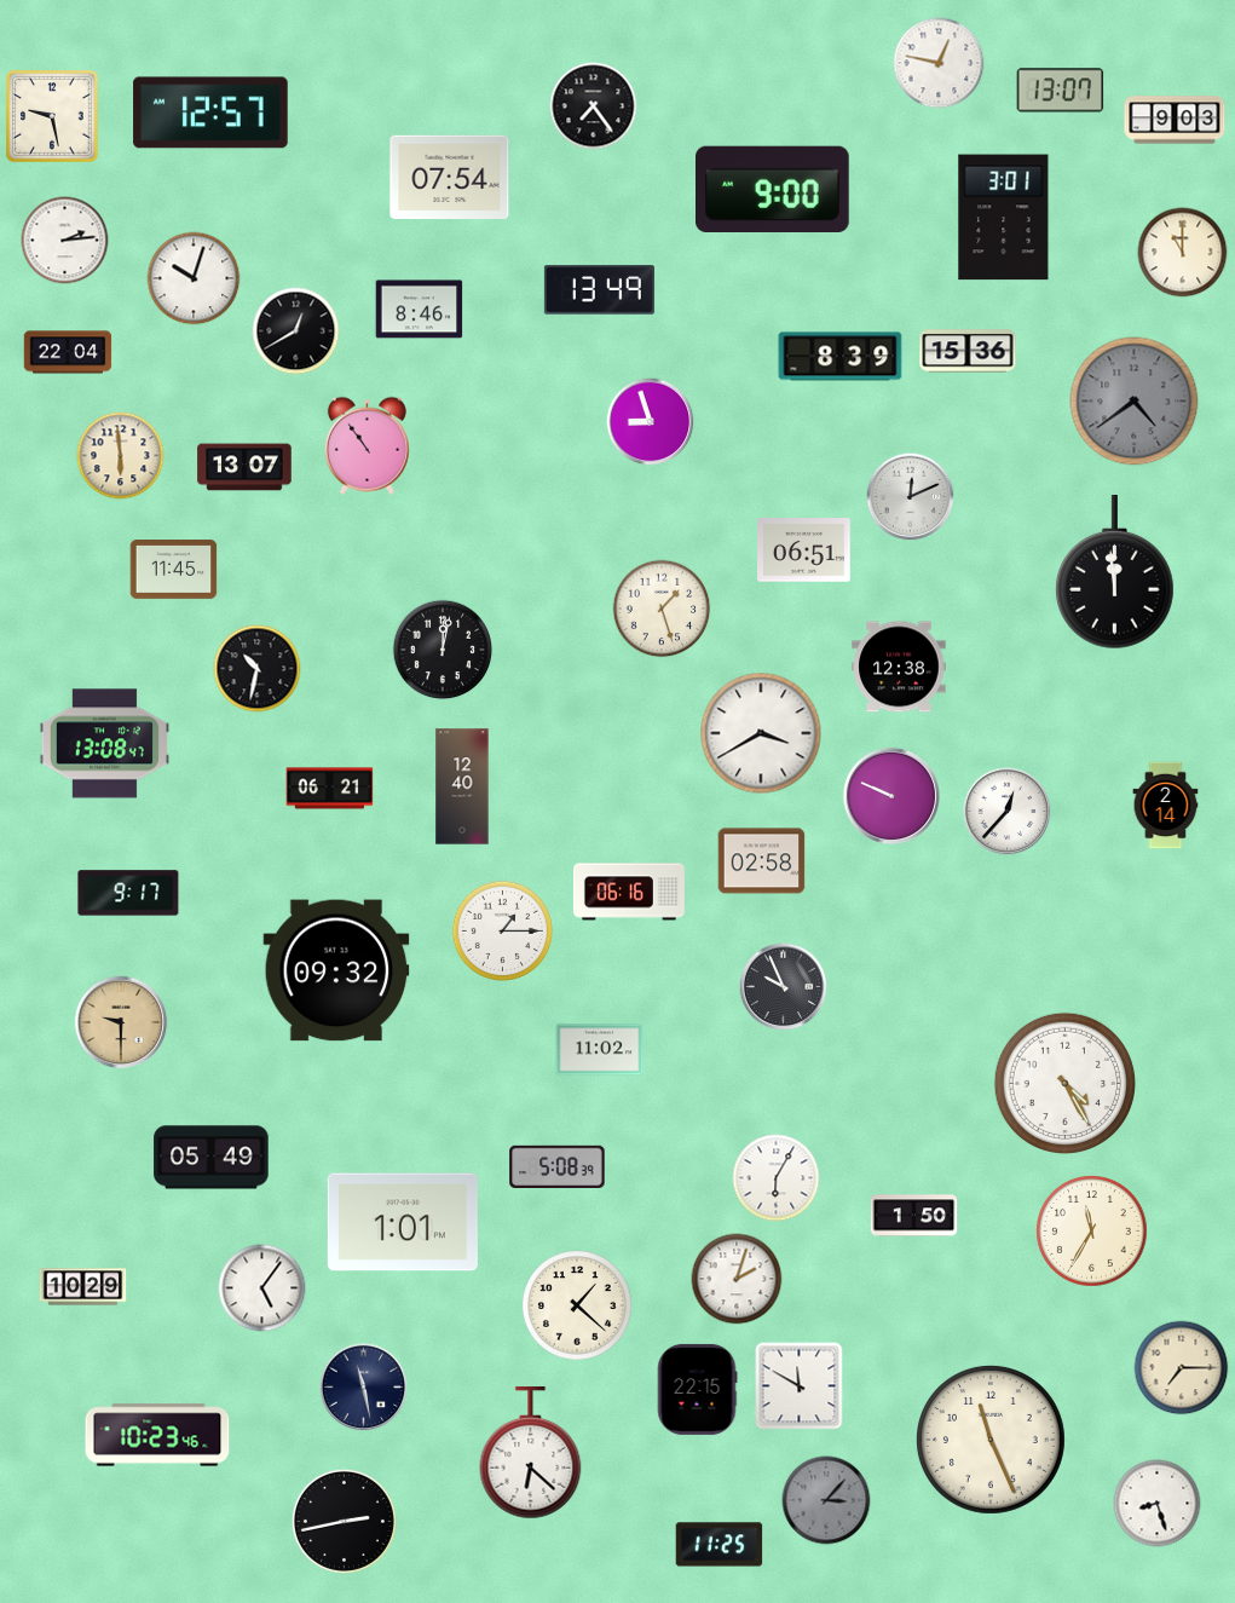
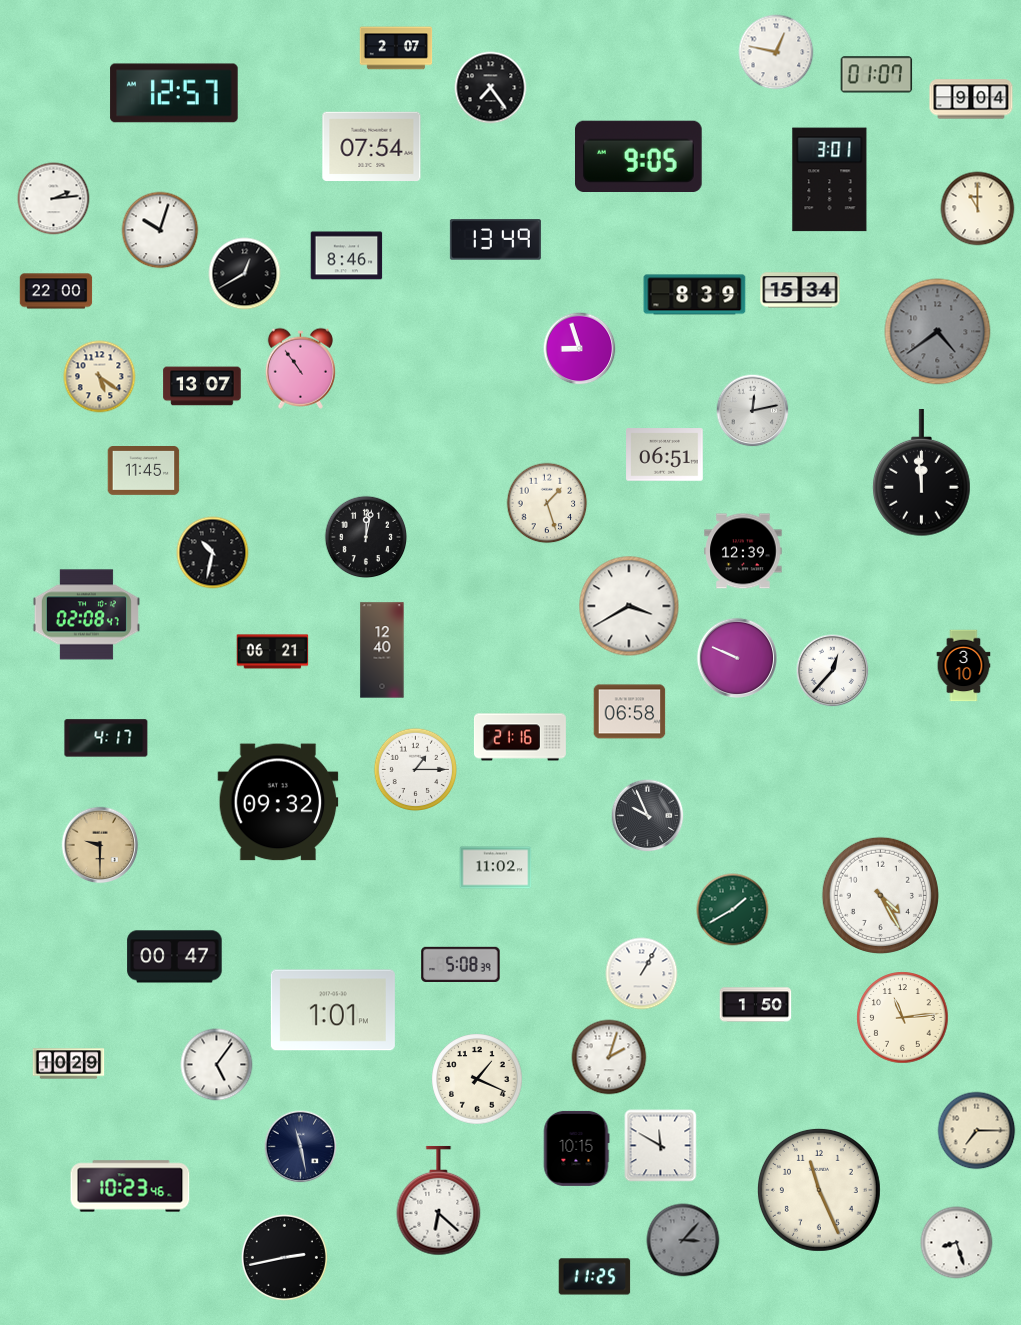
clock at (396, 48): none -> 2:07
clock at (1061, 91): 13:07 -> 01:07
clock at (52, 116): 9:28 -> none
clock at (1175, 120): 9:03 -> 9:04
clock at (773, 189): 9:00 -> 9:05
clock at (968, 351): 15:36 -> 15:34
clock at (68, 352): 22:04 -> 22:00
clock at (651, 422) position: (651, 422) -> (580, 349)
clock at (367, 445) position: (367, 445) -> (300, 368)
clock at (121, 456): 5:59 -> 5:21
clock at (911, 497): 12:11 -> 12:13
clock at (899, 667): 12:38 -> 12:39
clock at (104, 744): 13:08 -> 02:08
clock at (1166, 806): 2:14 -> 3:10
clock at (762, 861): 02:58 -> 06:58
clock at (629, 892): 06:16 -> 21:16
clock at (128, 893): 9:17 -> 4:17
clock at (733, 910): none -> 1:40
clock at (212, 1158): 05:49 -> 00:47
clock at (777, 1178): 6:05 -> 1:05
clock at (1092, 1232): 11:35 -> 11:14
clock at (577, 1305): 1:22 -> 1:19
clock at (697, 1389): 22:15 -> 10:15
